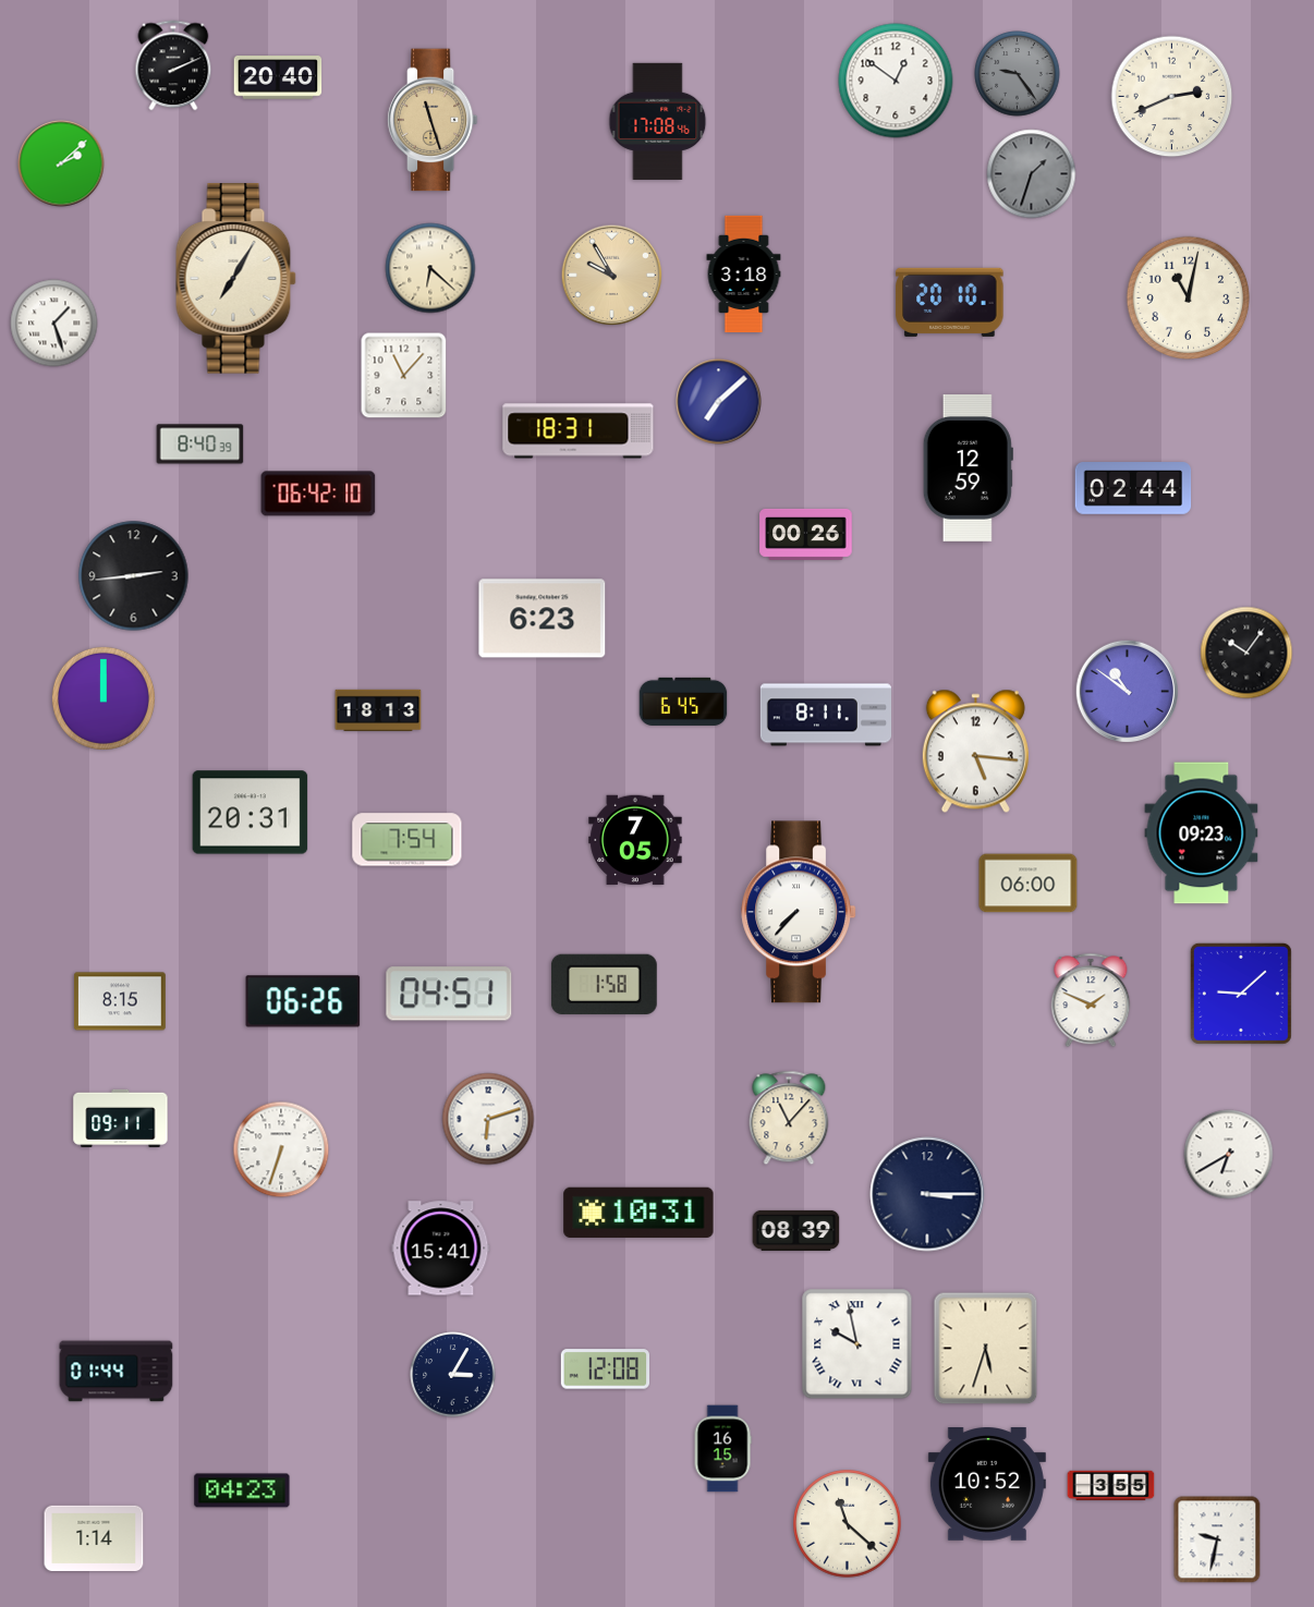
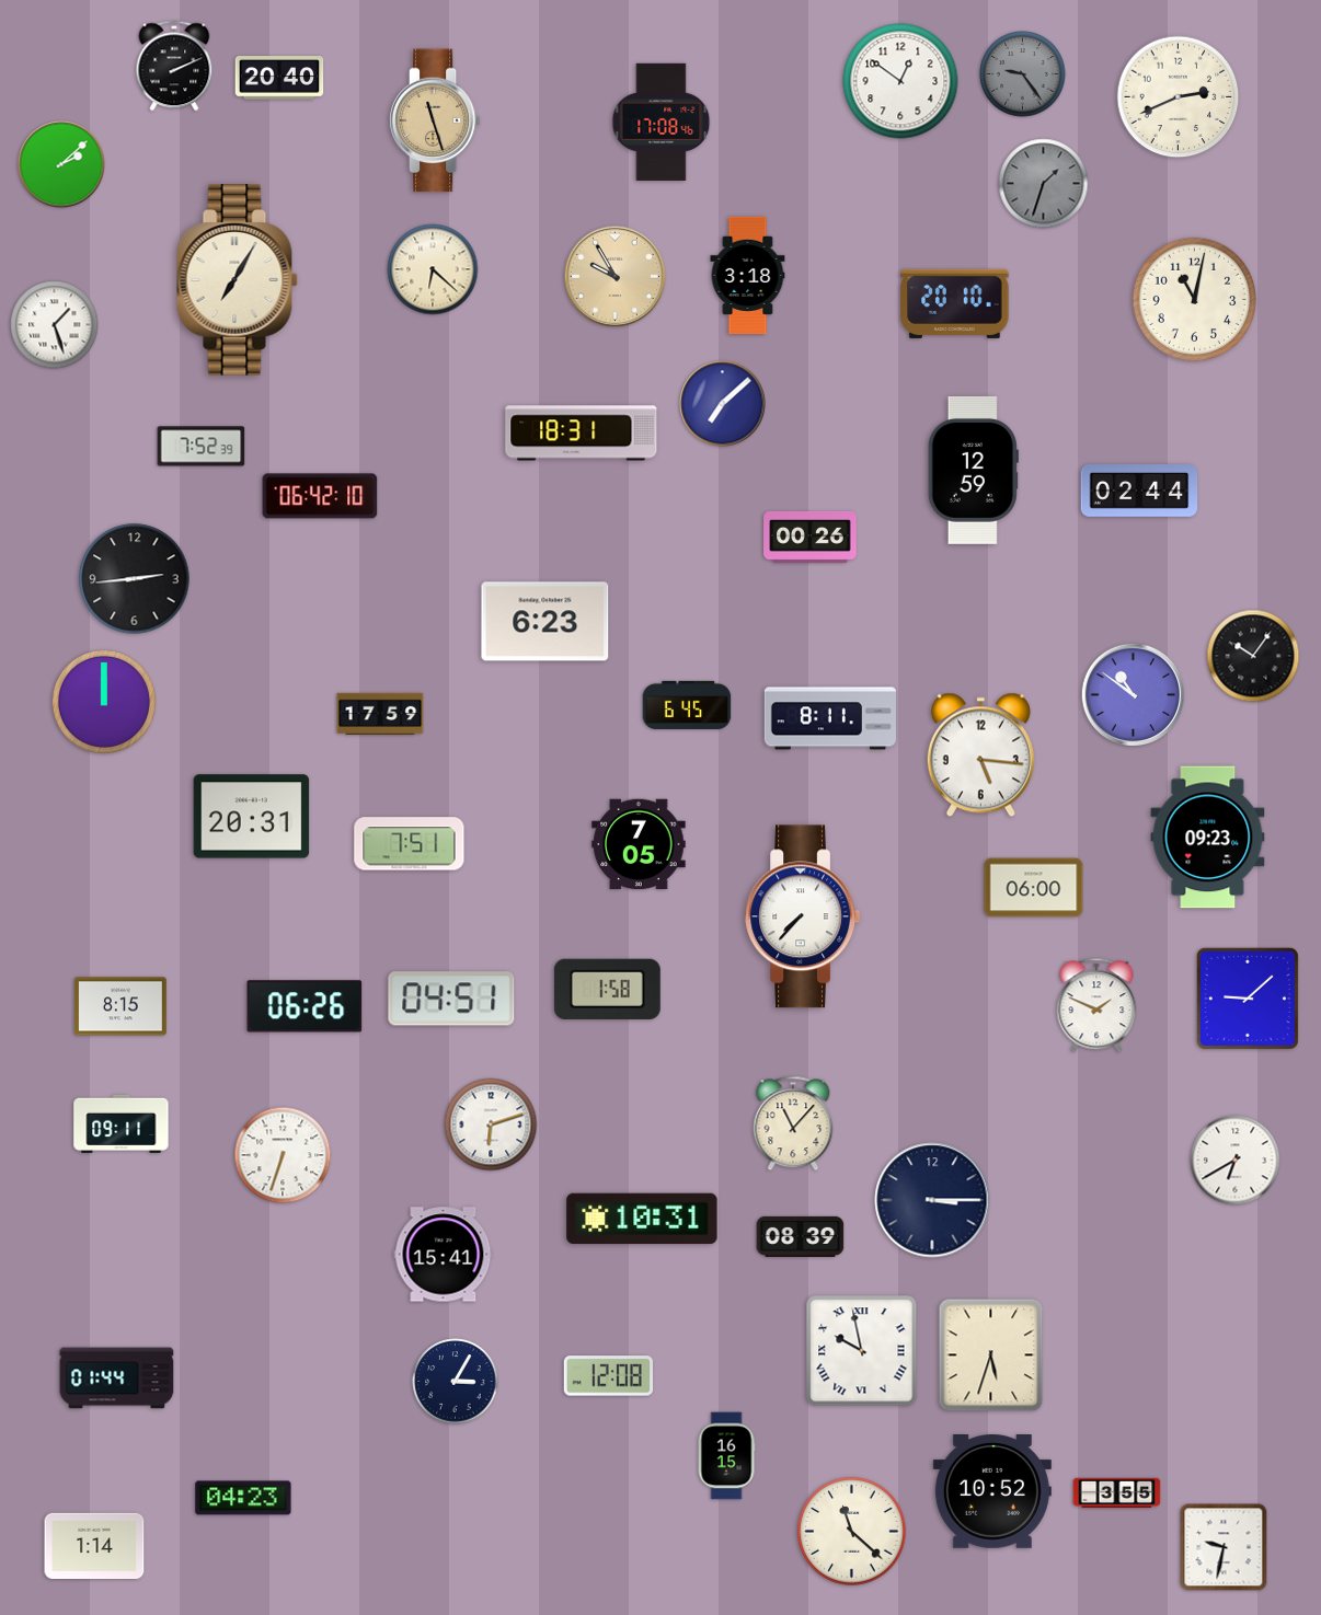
clock at (1032, 174) position: (1032, 174) -> (1044, 184)
clock at (404, 376): 11:07 -> none
clock at (200, 445): 8:40 -> 7:52
clock at (378, 709): 18:13 -> 17:59
clock at (407, 840): 7:54 -> 7:51
